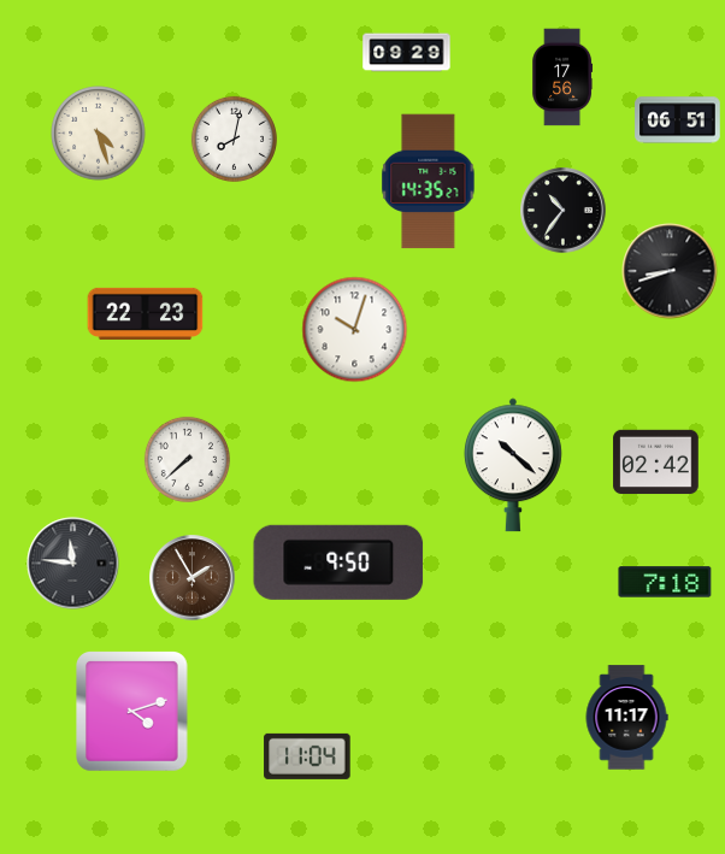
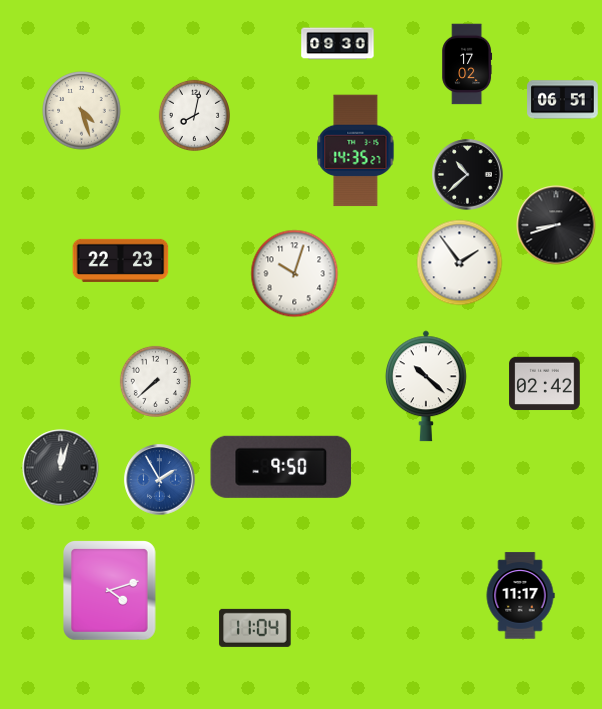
clock at (407, 53): 09:29 -> 09:30
clock at (562, 77): 17:56 -> 17:02
clock at (564, 211): 10:36 -> 10:38
clock at (460, 263): none -> 1:54
clock at (73, 564): 11:46 -> 12:03
clock at (193, 578) dial: brown -> blue
clock at (665, 582): 7:18 -> none
